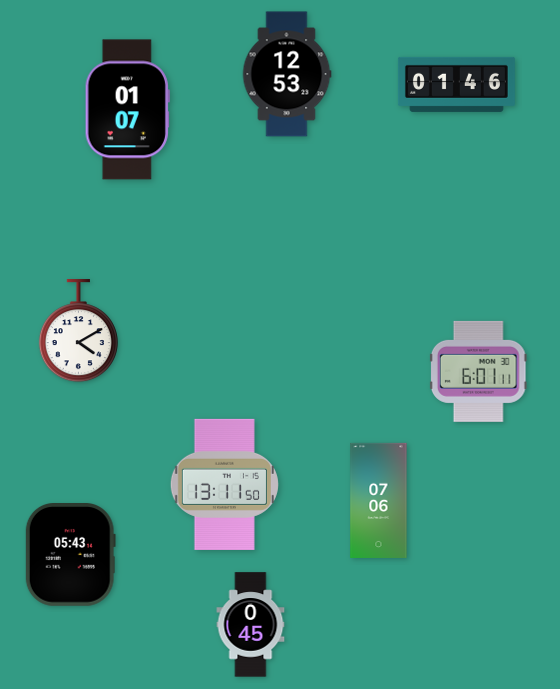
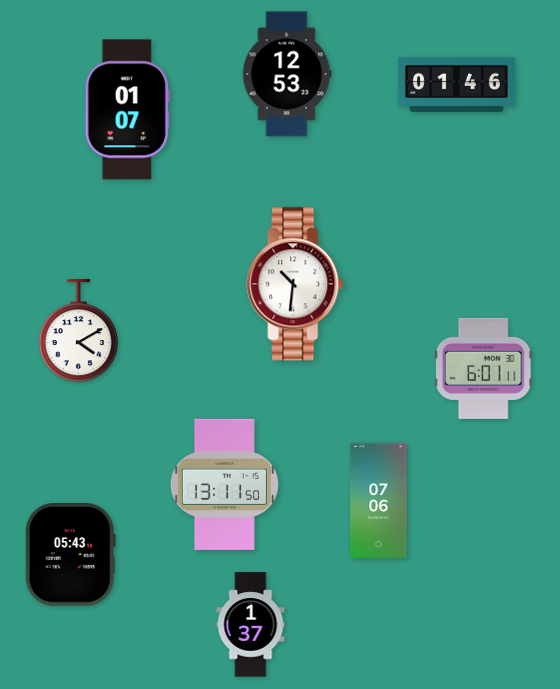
clock at (295, 284): none -> 10:31
clock at (478, 371) position: (478, 371) -> (483, 368)
clock at (251, 625): 0:45 -> 1:37
